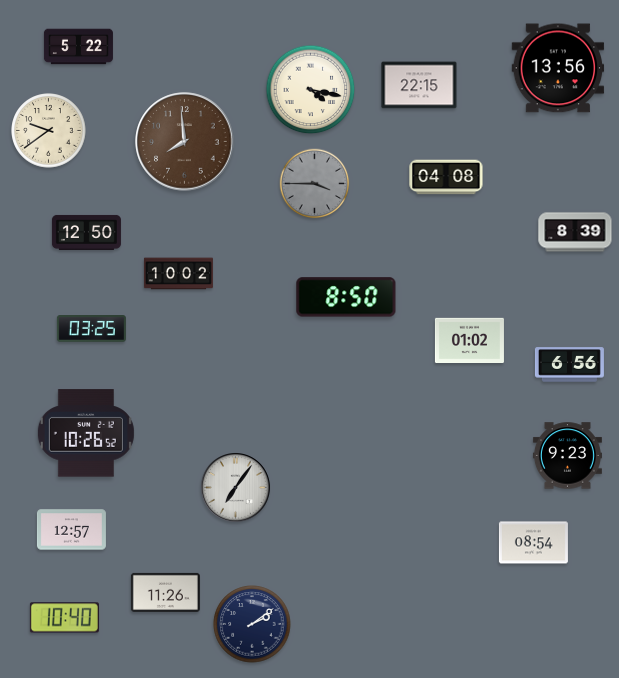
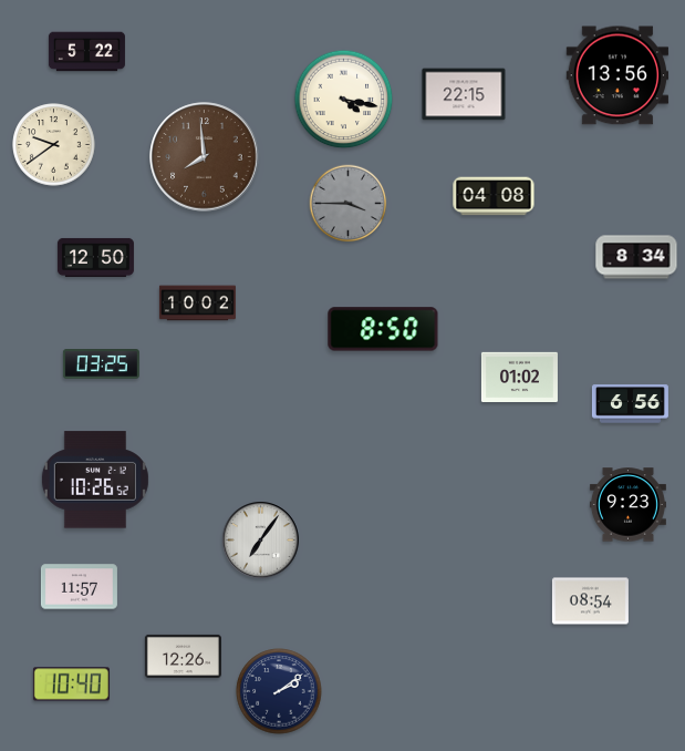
clock at (575, 232): 8:39 -> 8:34
clock at (71, 530): 12:57 -> 11:57
clock at (165, 592): 11:26 -> 12:26
